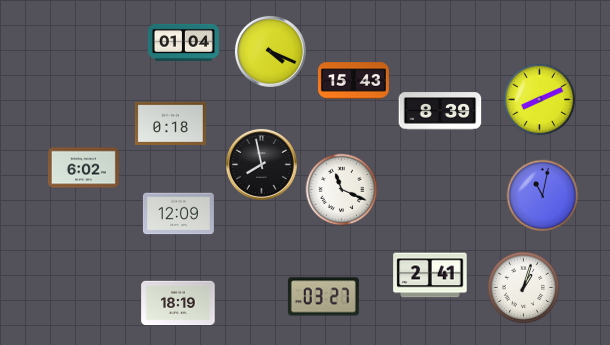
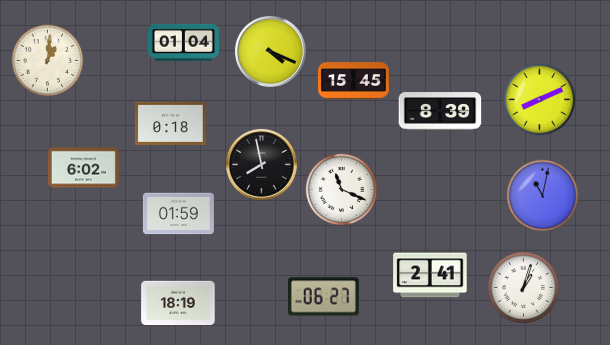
clock at (48, 61): none -> 1:01
clock at (353, 81): 15:43 -> 15:45
clock at (178, 214): 12:09 -> 01:59
clock at (323, 297): 03:27 -> 06:27
